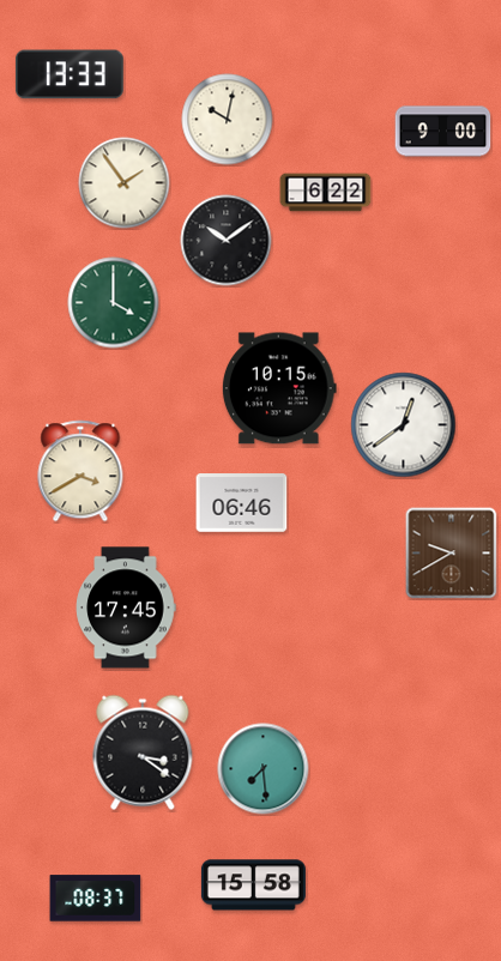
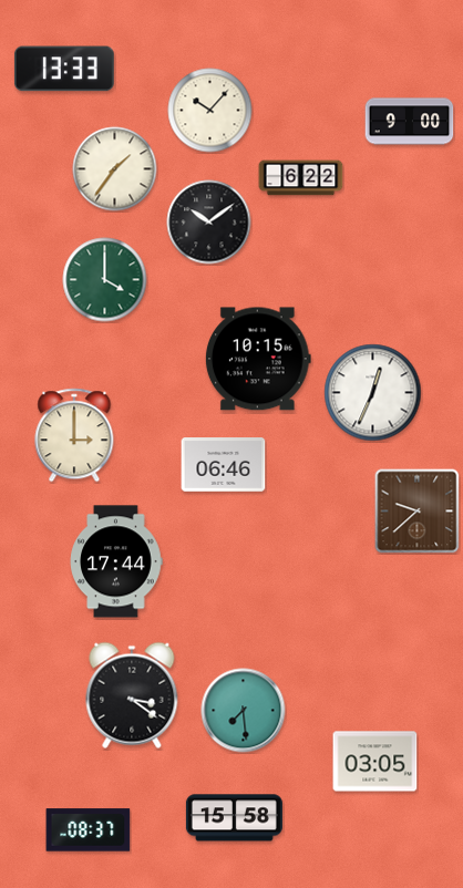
clock at (228, 120): 10:02 -> 10:07
clock at (125, 183): 1:54 -> 1:36
clock at (404, 425): 12:39 -> 12:34
clock at (80, 471): 3:40 -> 3:00
clock at (452, 554): 9:40 -> 9:38
clock at (126, 608): 17:45 -> 17:44
clock at (375, 762): none -> 03:05
